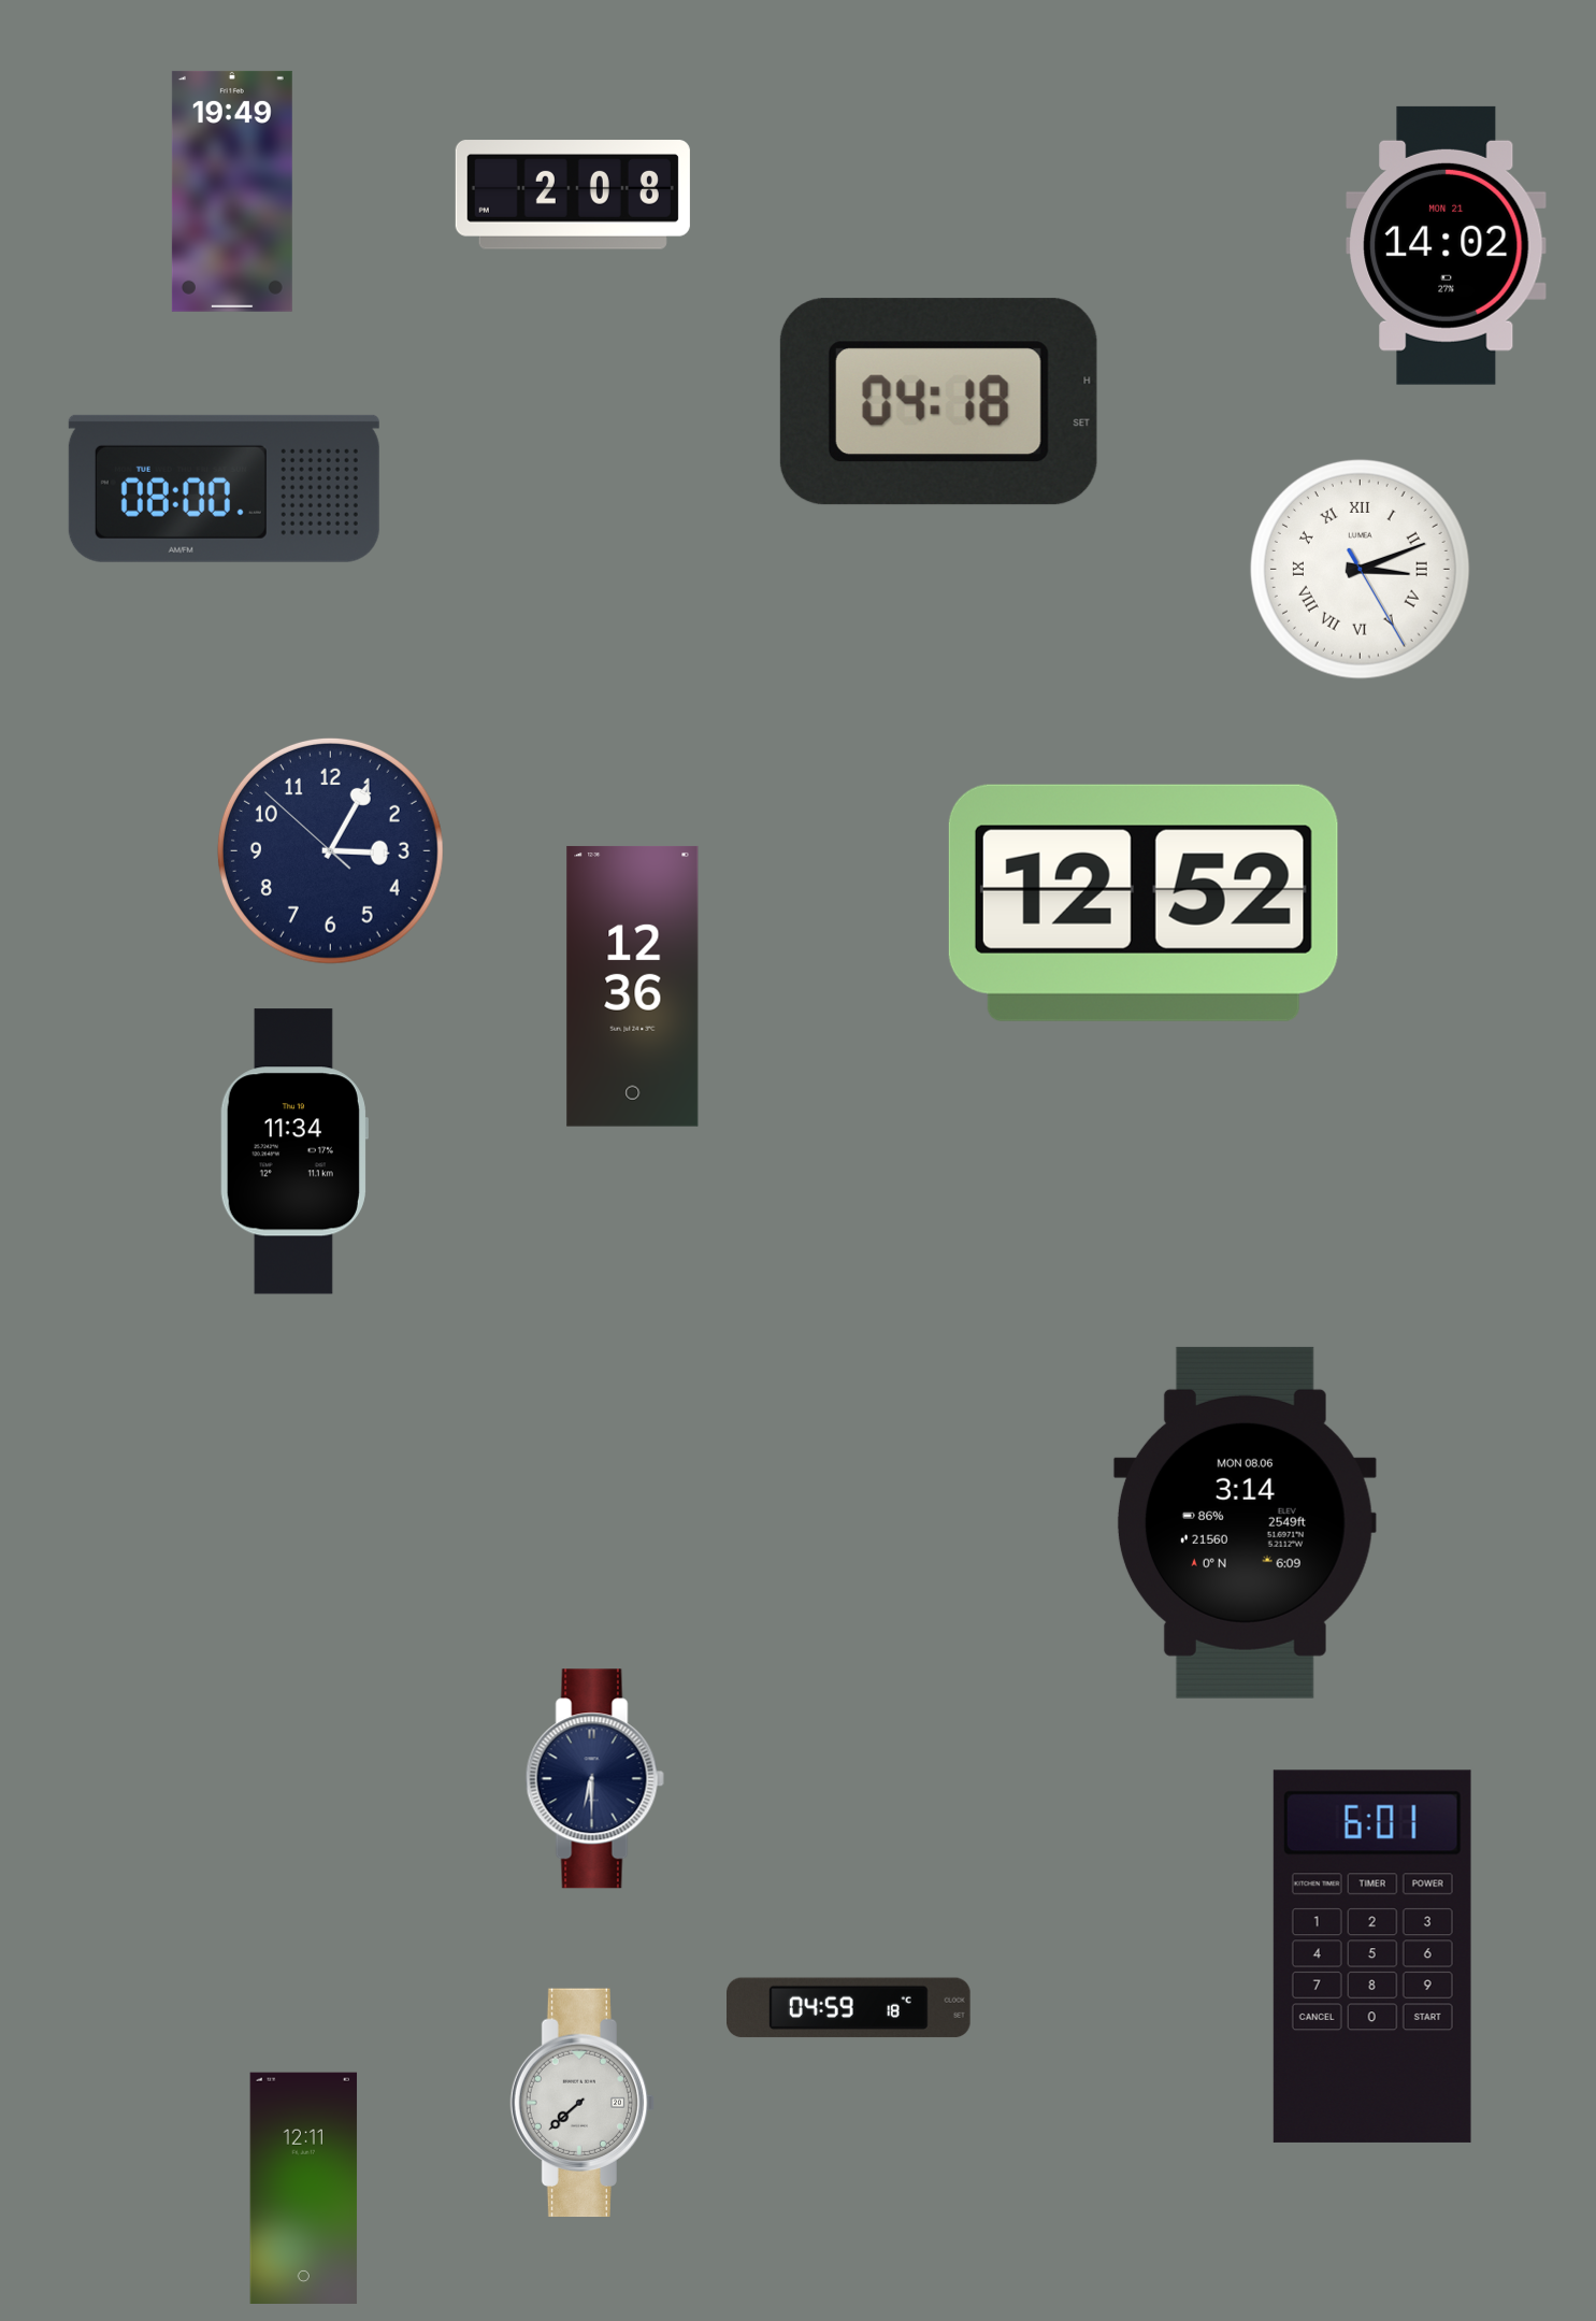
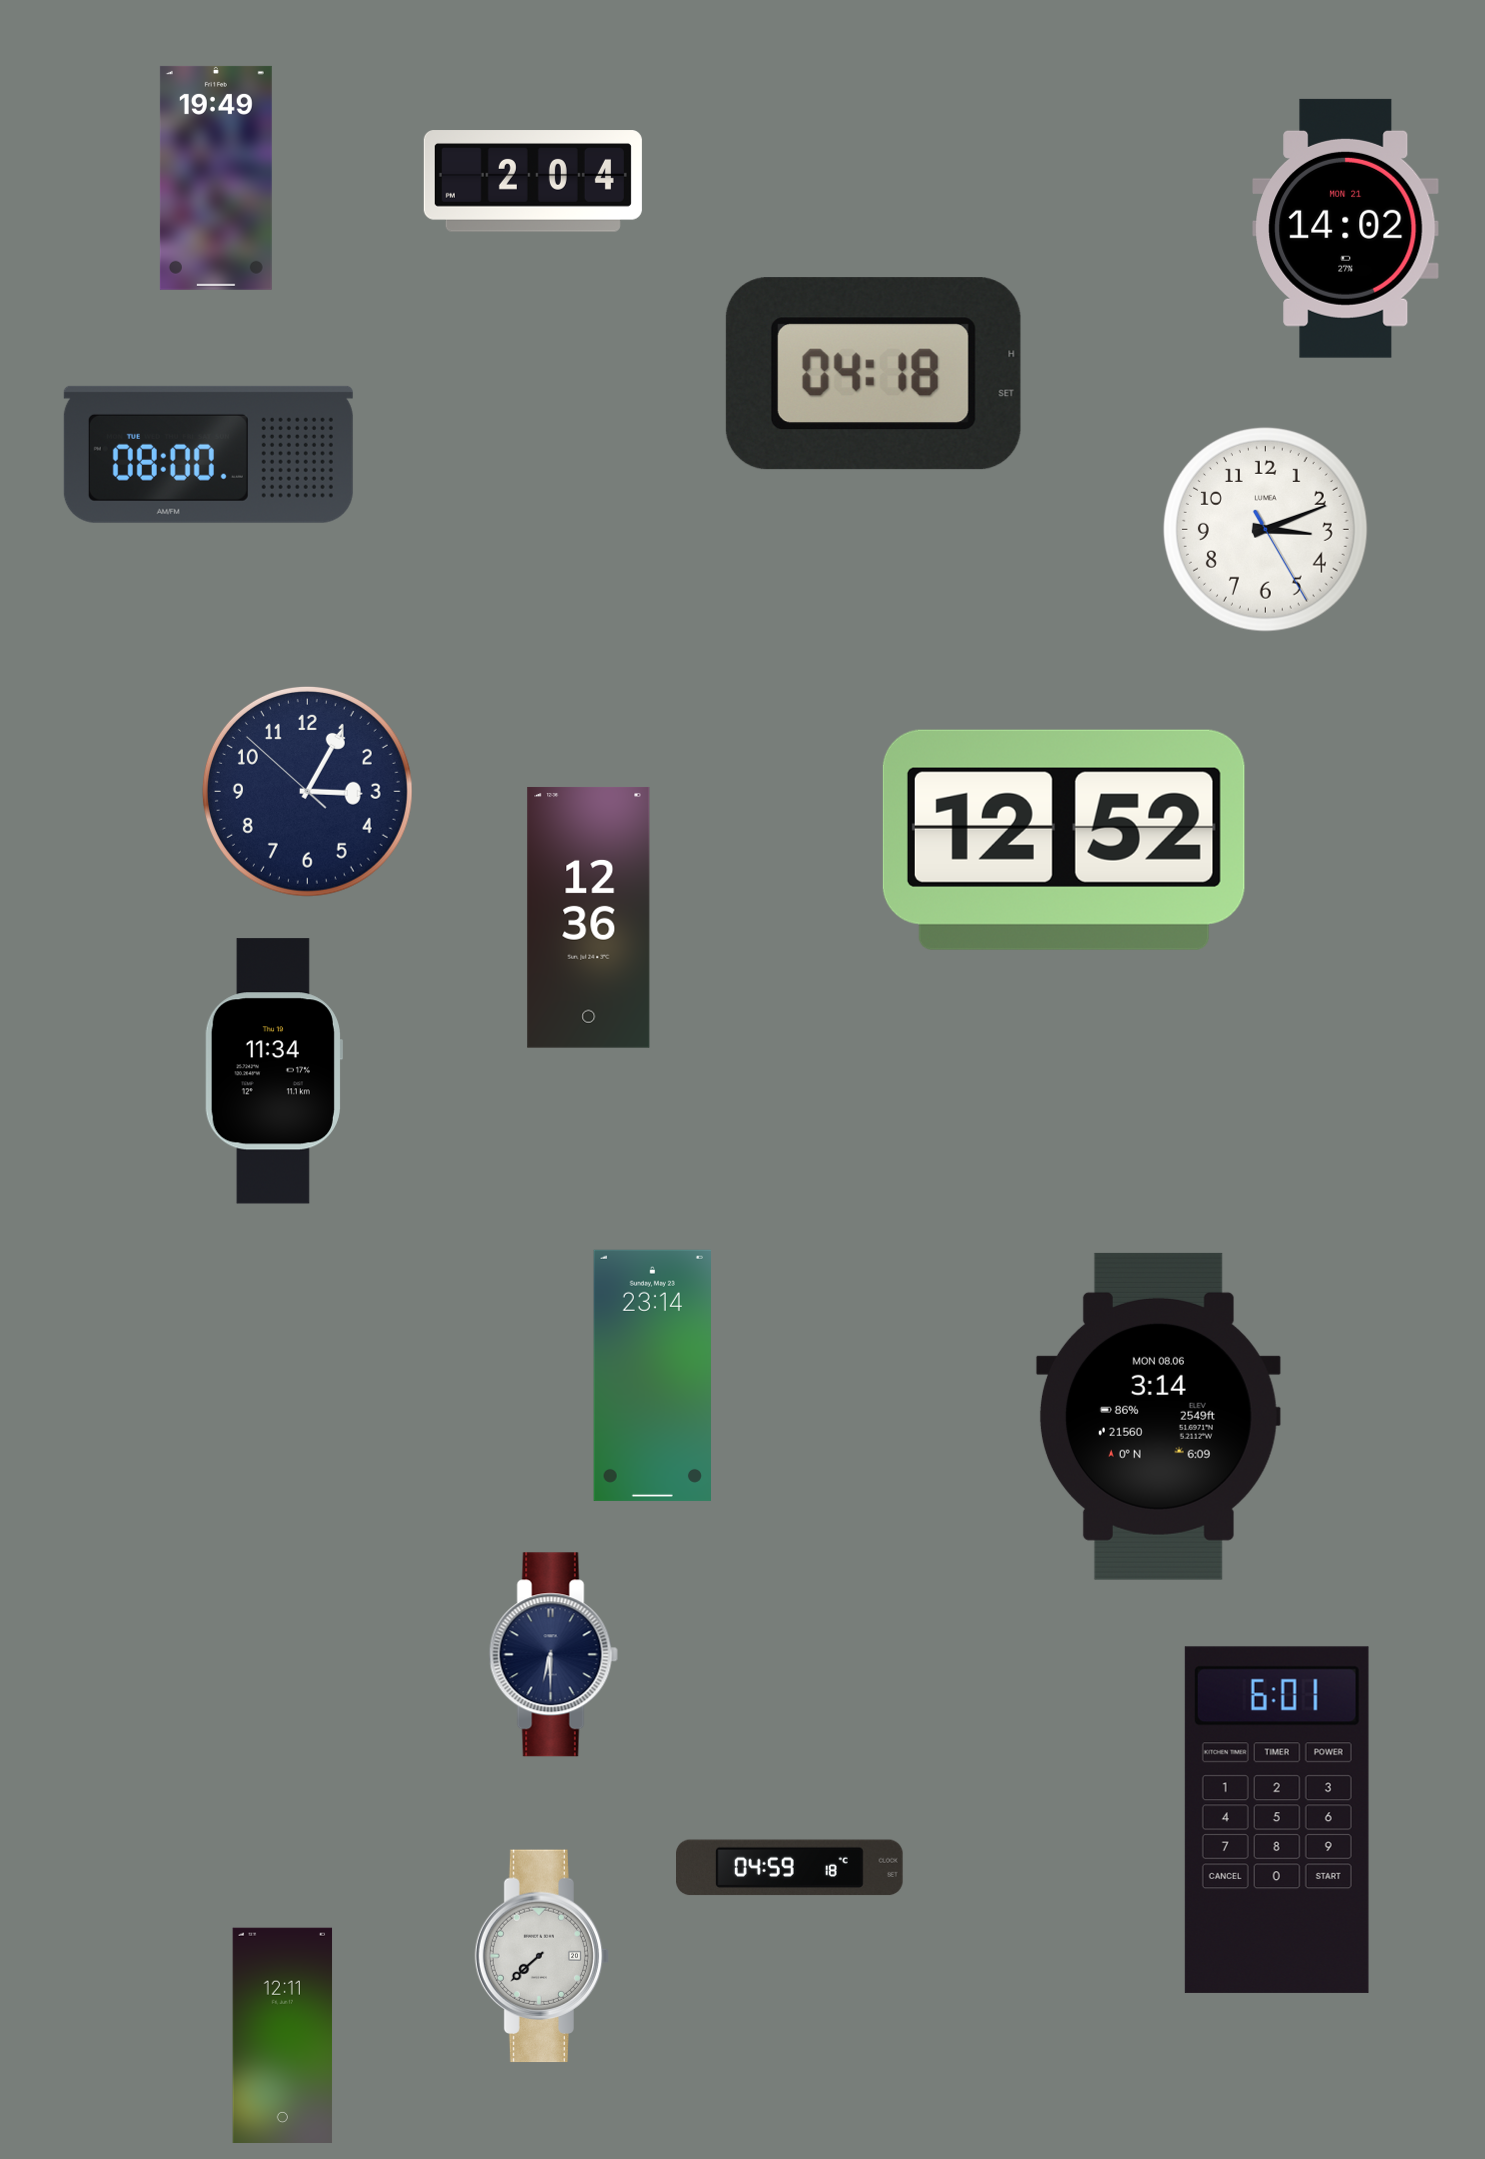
clock at (573, 195): 2:08 -> 2:04
clock at (1360, 569) numerals: Roman -> Arabic
clock at (652, 1375): none -> 23:14
